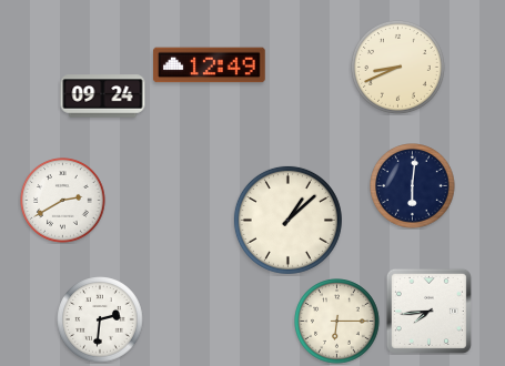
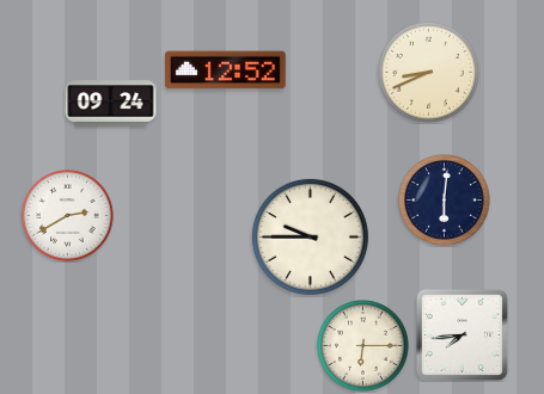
clock at (210, 65): 12:49 -> 12:52
clock at (287, 220): 1:08 -> 9:45
clock at (100, 319): 2:31 -> none
